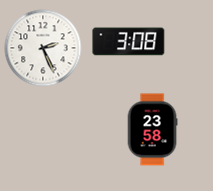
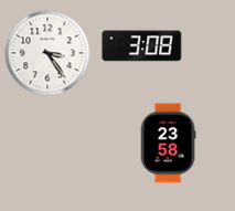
clock at (43, 48): 2:26 -> 3:24
